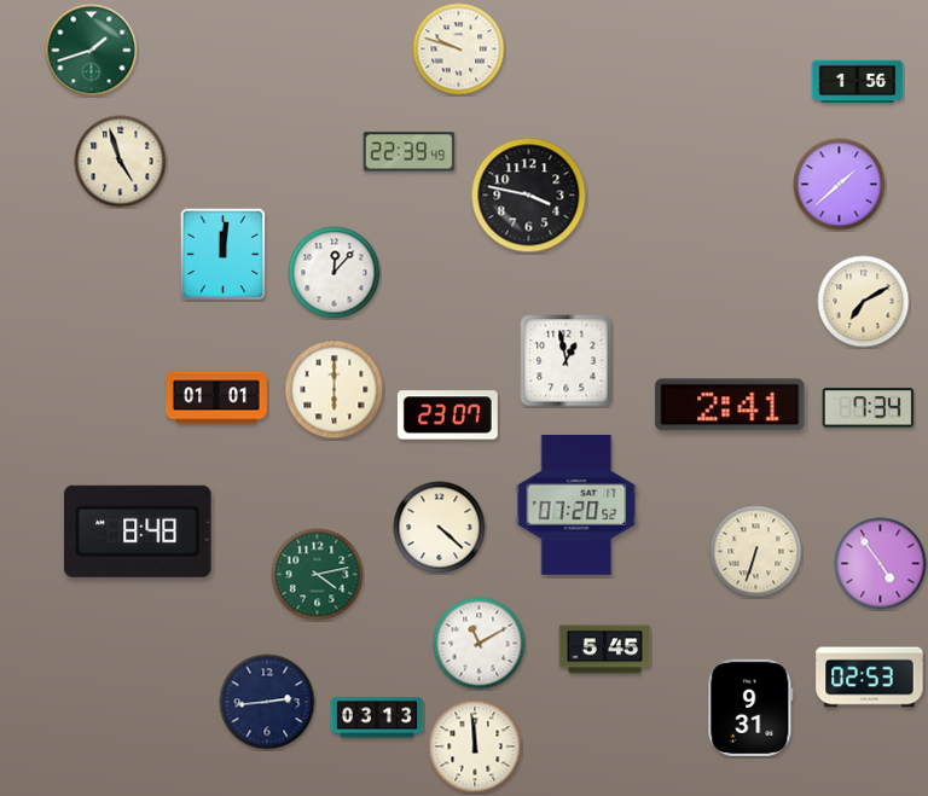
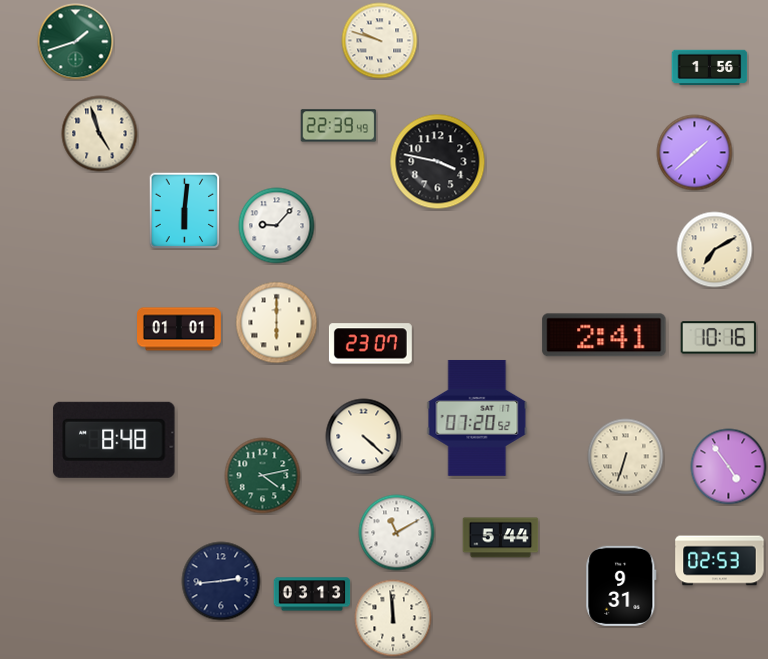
clock at (224, 255): 12:01 -> 6:01
clock at (335, 273): 12:07 -> 9:07
clock at (567, 361): 12:58 -> none
clock at (869, 408): 7:34 -> 10:16
clock at (605, 650): 5:45 -> 5:44
